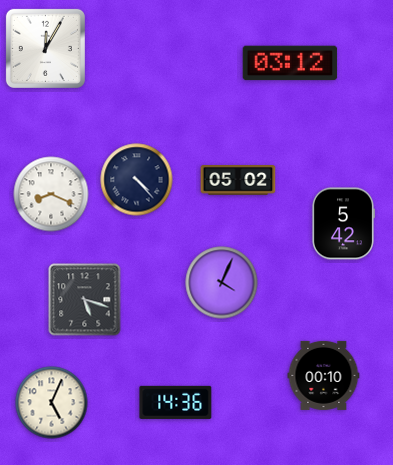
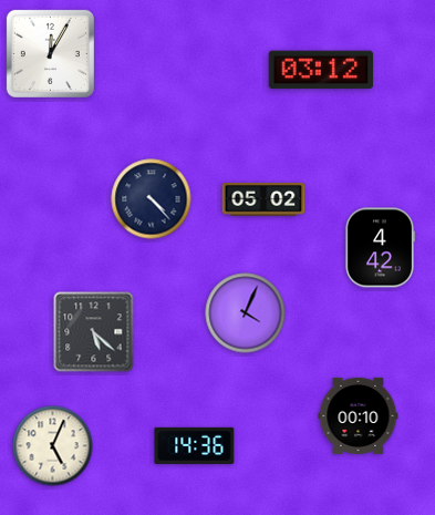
clock at (51, 194): 8:19 -> none
clock at (343, 224): 5:42 -> 4:42
clock at (85, 300): 5:18 -> 5:22
clock at (52, 403) position: (52, 403) -> (53, 446)
